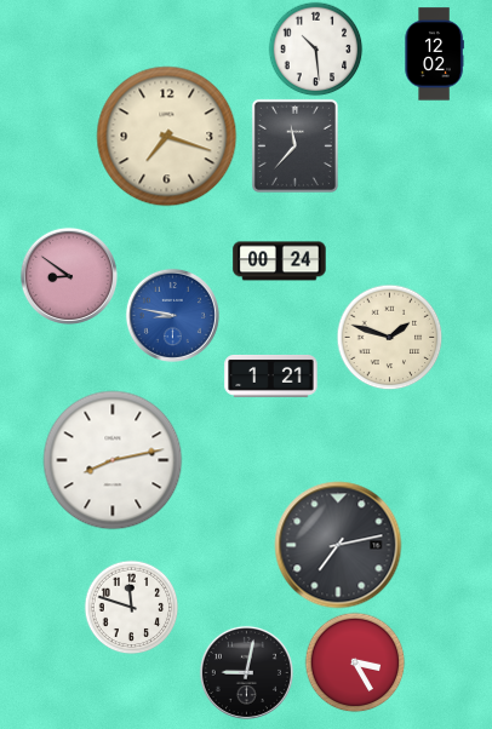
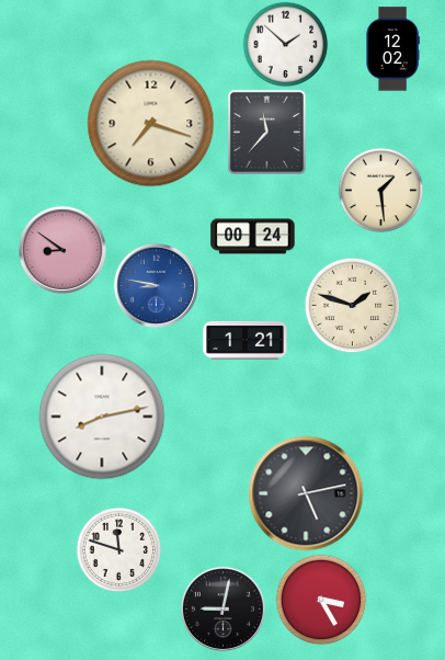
clock at (315, 48): 10:29 -> 1:52
clock at (380, 190): none -> 1:29
clock at (338, 545): 7:13 -> 5:13
